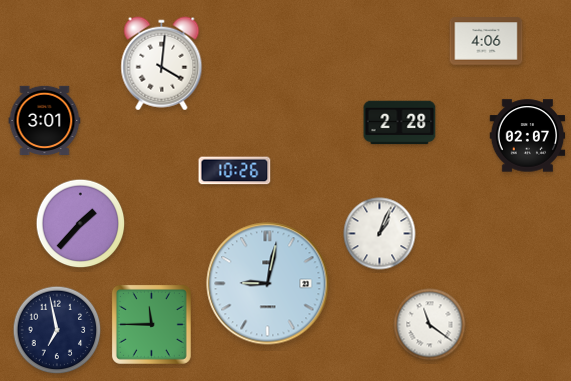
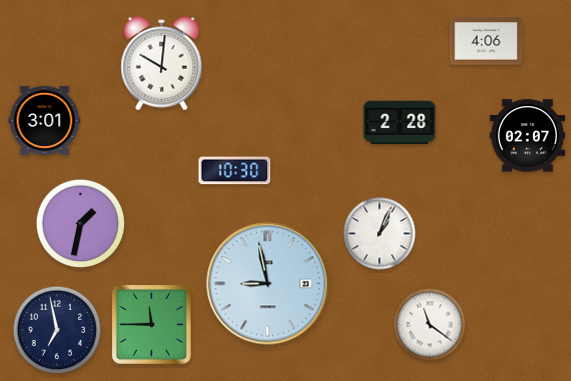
clock at (162, 64): 4:01 -> 10:01
clock at (235, 171): 10:26 -> 10:30
clock at (81, 224): 1:37 -> 1:32
clock at (268, 284): 9:02 -> 8:58
